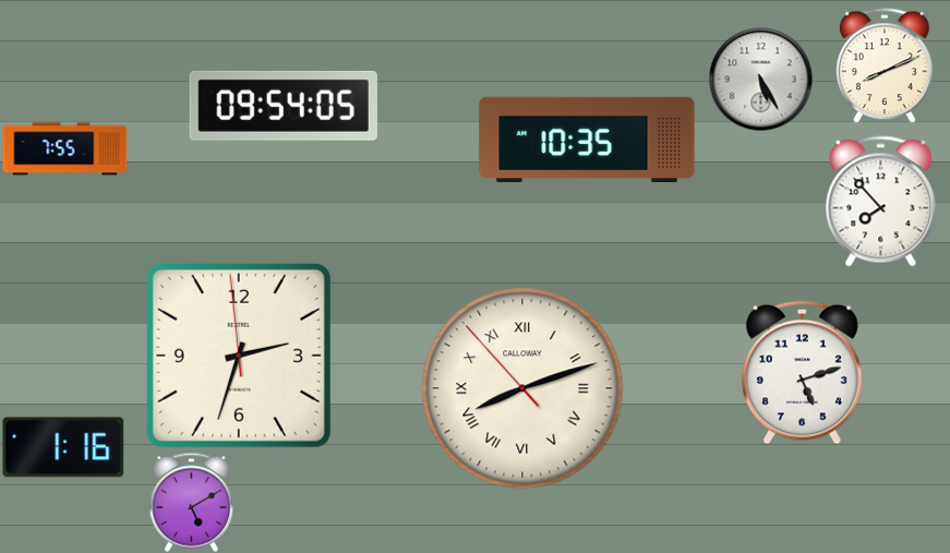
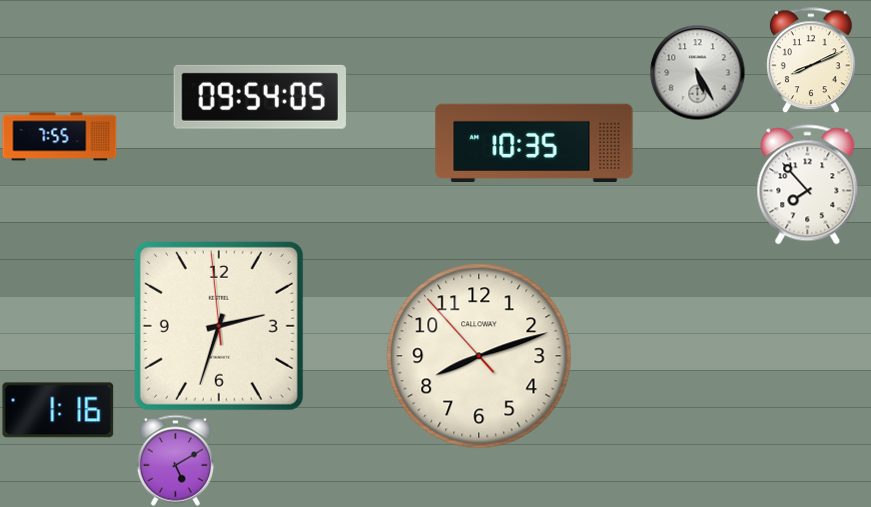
clock at (587, 139) position: (587, 139) -> (534, 142)
clock at (802, 373): 5:12 -> none
clock at (522, 388) numerals: Roman -> Arabic
